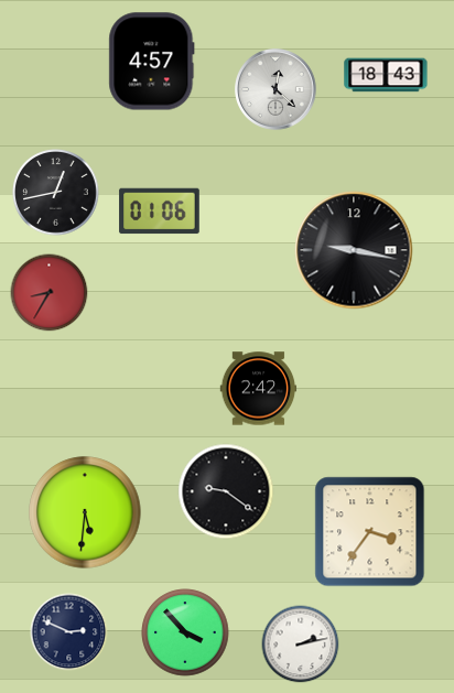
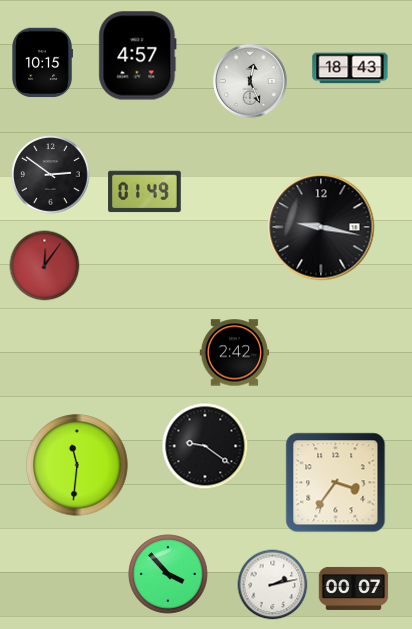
clock at (42, 63): none -> 10:15
clock at (277, 90): 12:22 -> 12:26
clock at (56, 193): 12:43 -> 2:51
clock at (160, 212): 01:06 -> 01:49
clock at (50, 293): 8:35 -> 12:06
clock at (85, 512): 5:31 -> 11:31
clock at (69, 632): 2:49 -> none
clock at (354, 588): none -> 00:07
